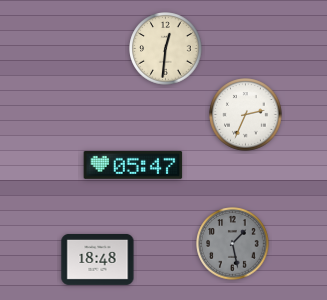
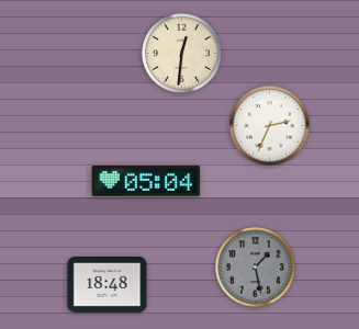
clock at (133, 165): 05:47 -> 05:04
